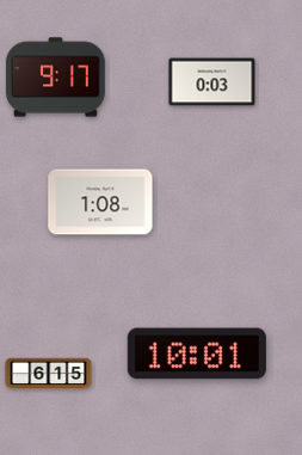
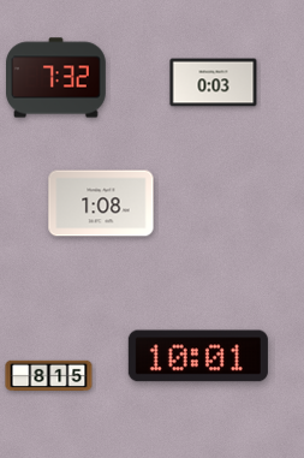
clock at (56, 78): 9:17 -> 7:32
clock at (49, 374): 6:15 -> 8:15
